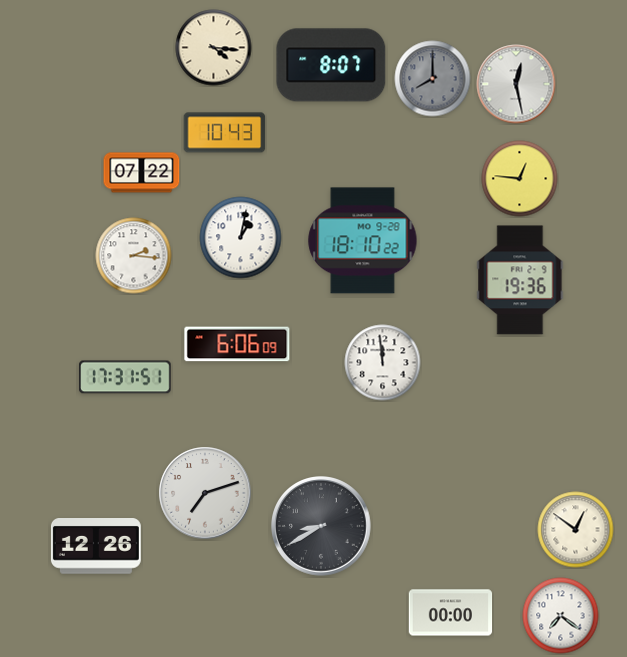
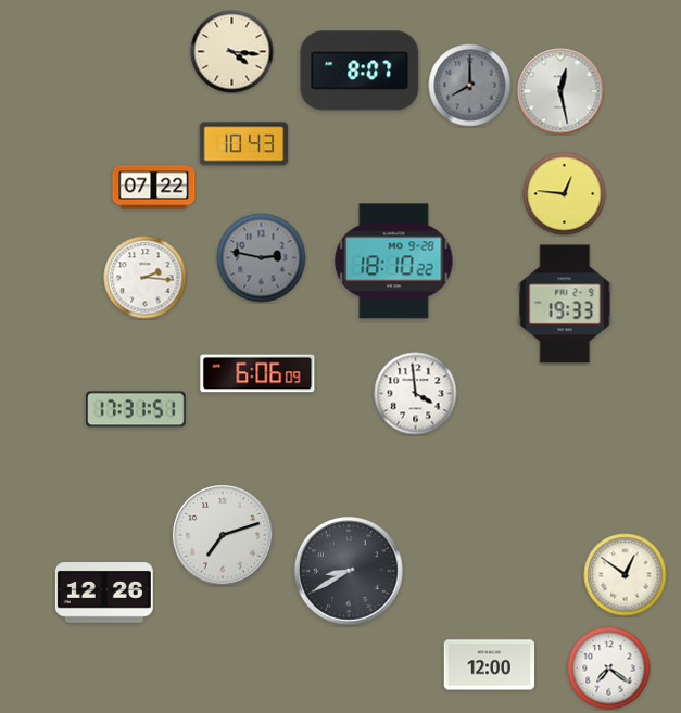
clock at (241, 238): 1:02 -> 2:47
clock at (241, 238) dial: white -> grey
clock at (520, 280): 19:36 -> 19:33
clock at (383, 363): 11:59 -> 3:59
clock at (451, 613): 00:00 -> 12:00
